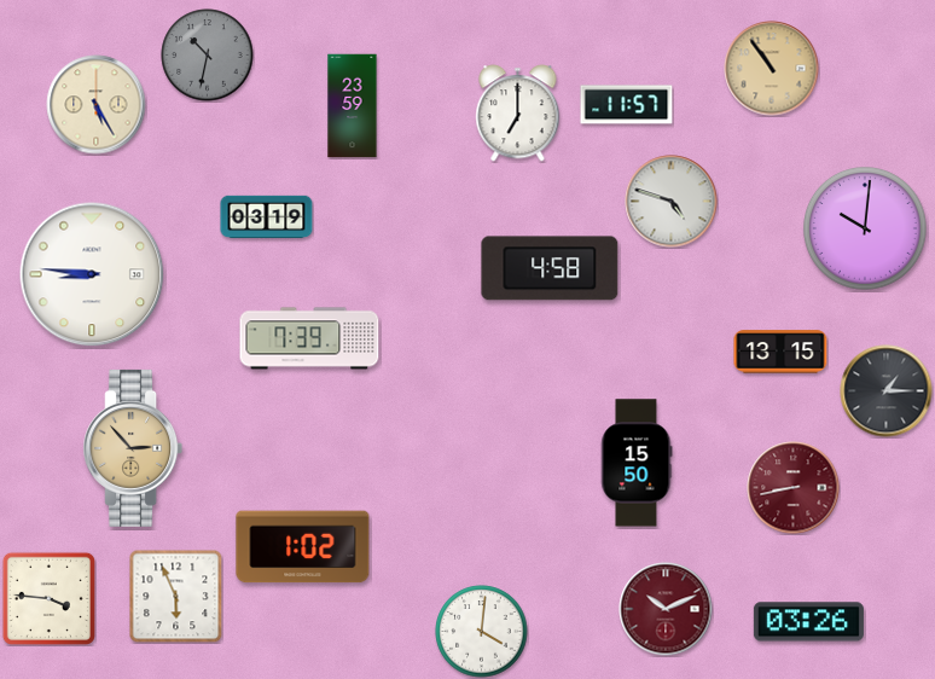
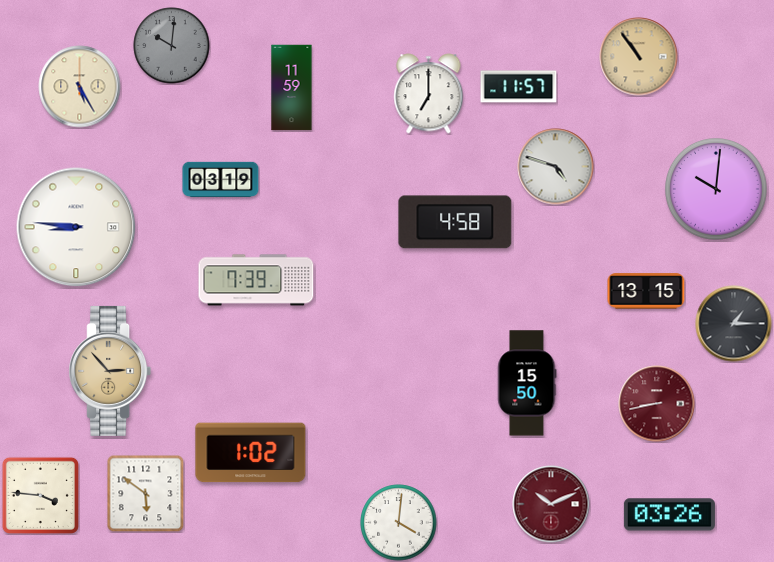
clock at (208, 56): 10:32 -> 10:01
clock at (353, 106): 23:59 -> 11:59
clock at (175, 596): 5:56 -> 5:51
